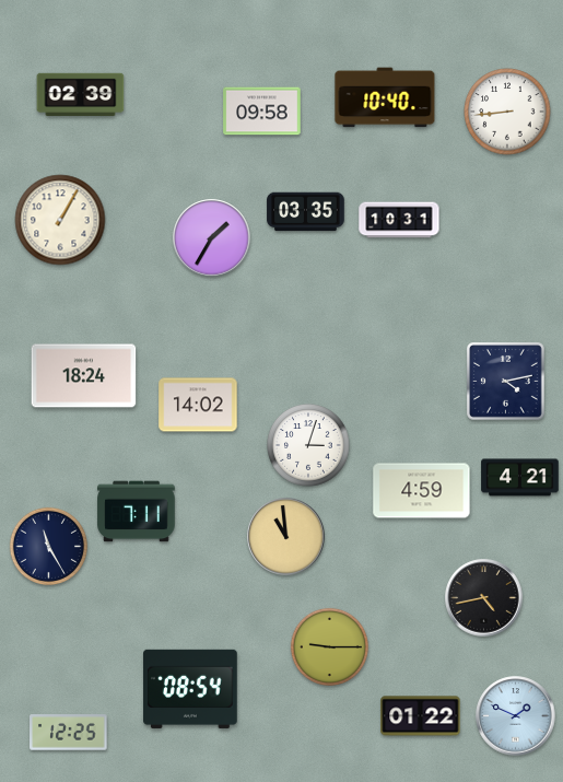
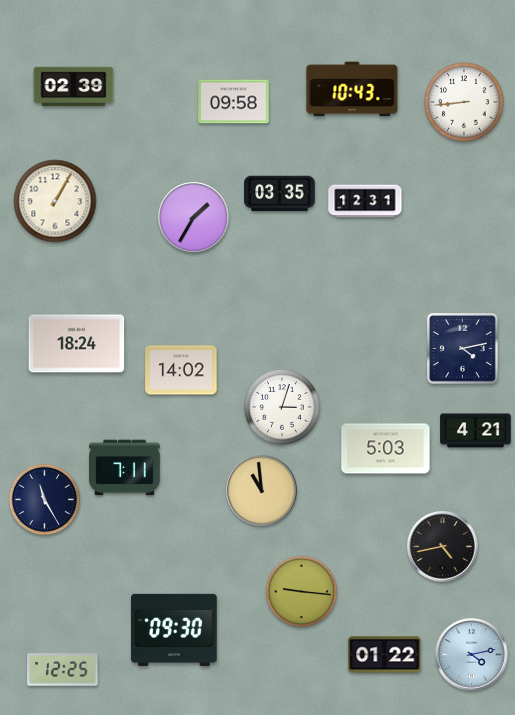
clock at (385, 97): 10:40 -> 10:43
clock at (262, 112) position: (262, 112) -> (234, 102)
clock at (399, 220): 10:31 -> 12:31
clock at (520, 478) position: (520, 478) -> (476, 431)
clock at (422, 491): 4:59 -> 5:03
clock at (329, 646): 9:15 -> 9:16
clock at (190, 689): 08:54 -> 09:30
clock at (516, 716): 1:49 -> 4:13
